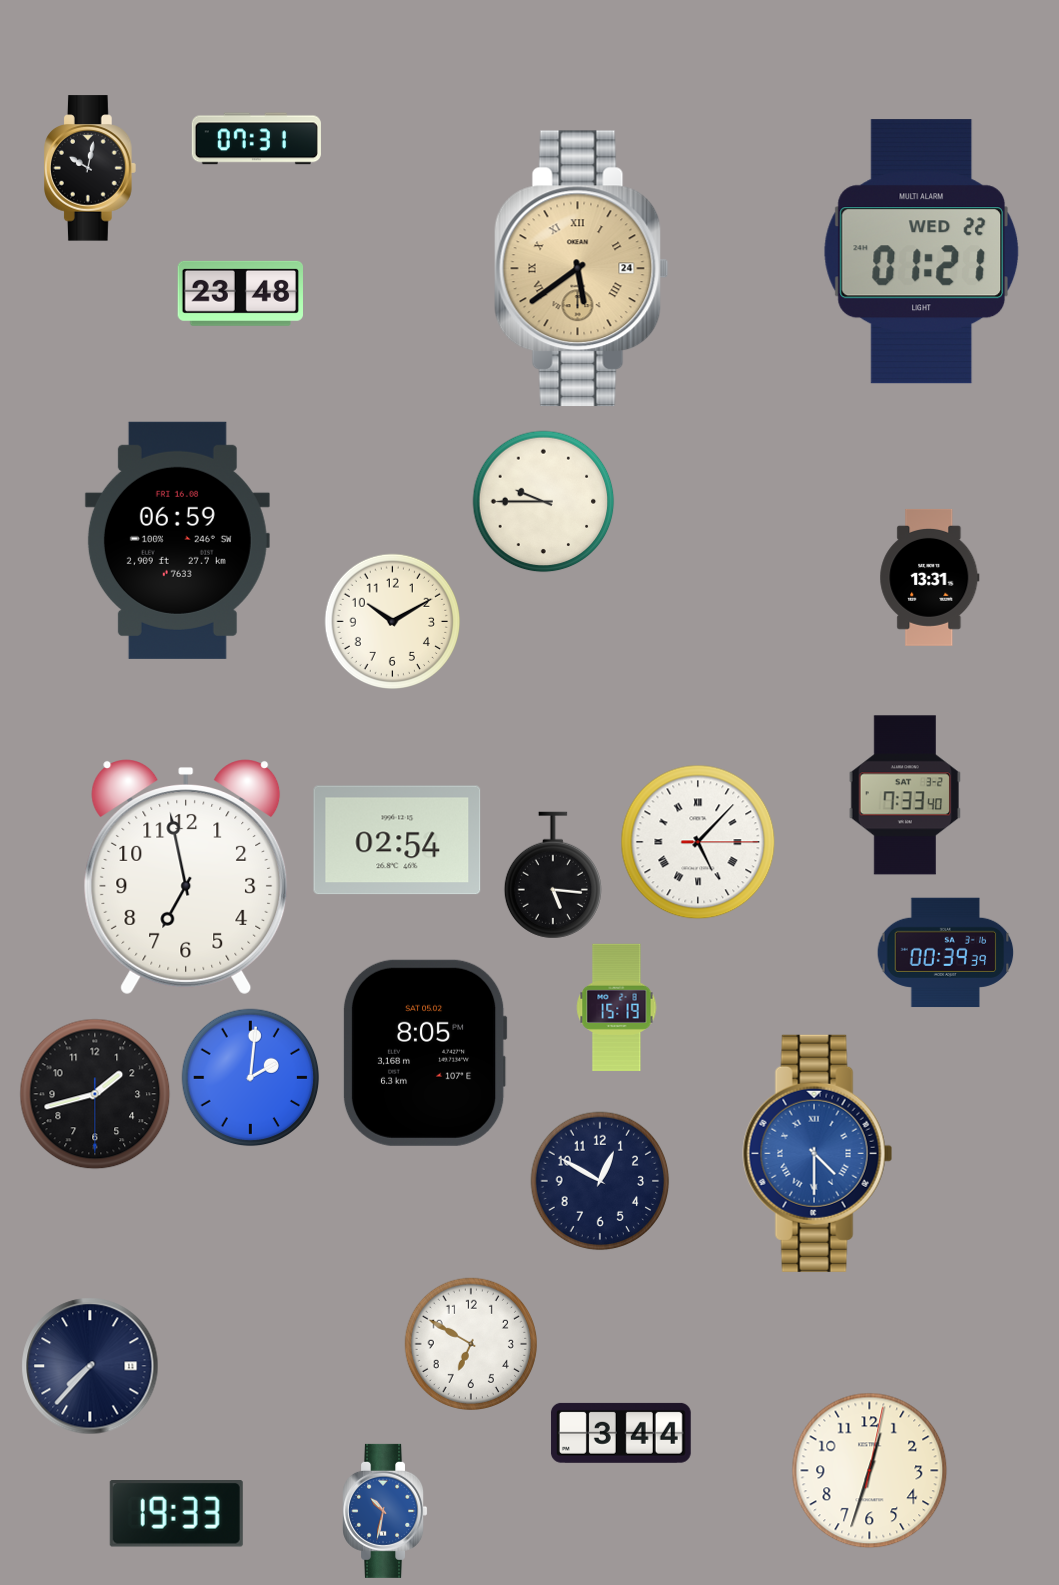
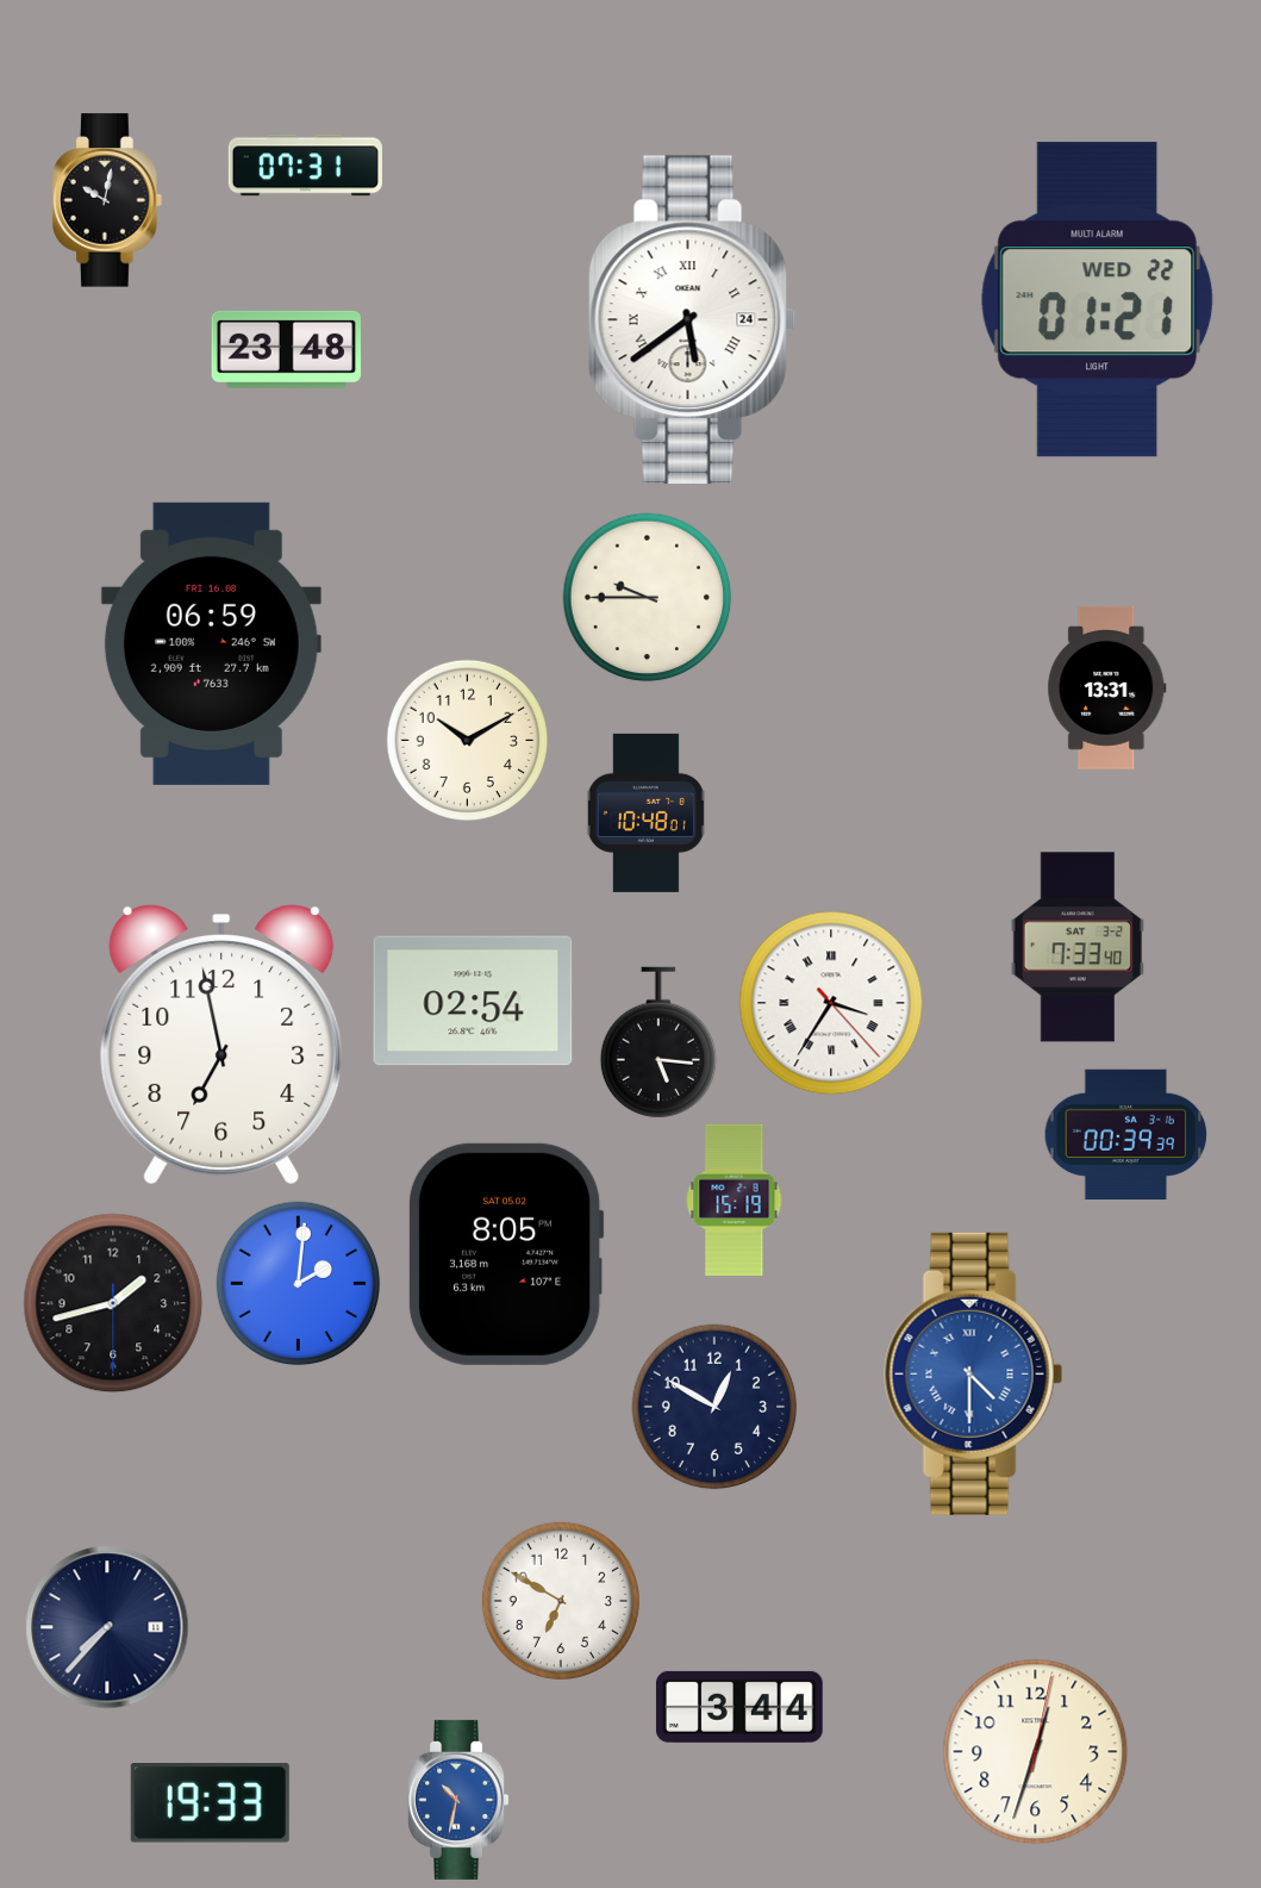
clock at (581, 269) dial: champagne -> white
clock at (645, 812): none -> 10:48
clock at (698, 842): 5:07 -> 3:35
